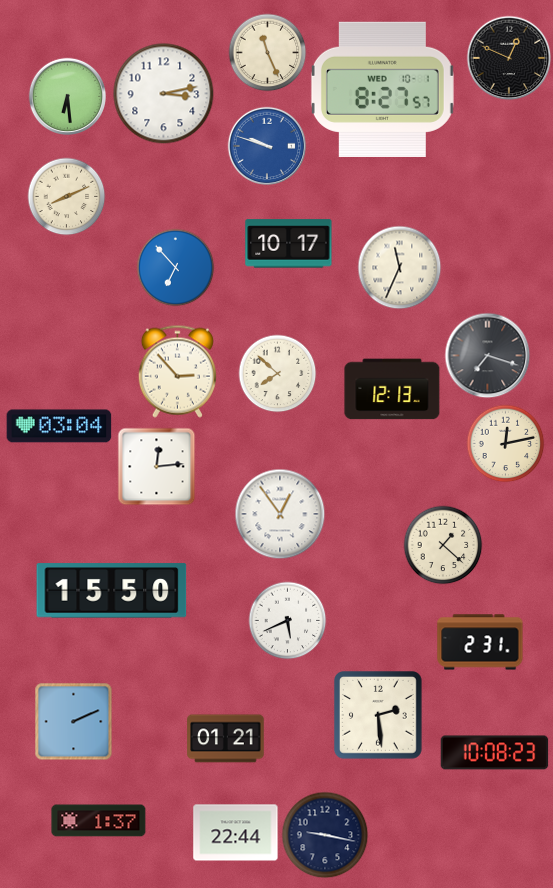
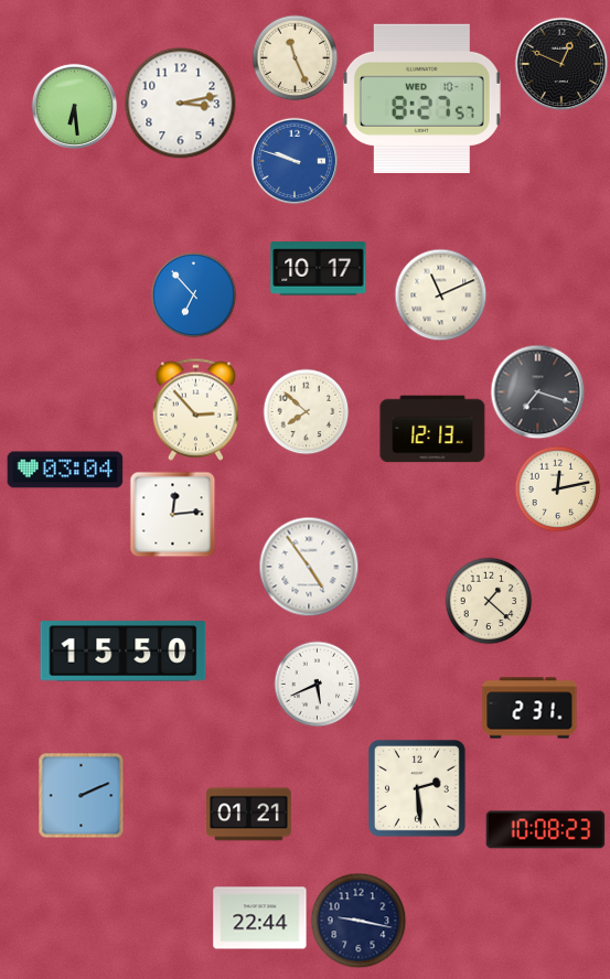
clock at (66, 196): 8:11 -> none
clock at (399, 267): 11:34 -> 11:11
clock at (280, 514): 12:54 -> 4:54
clock at (99, 821): 1:37 -> none
